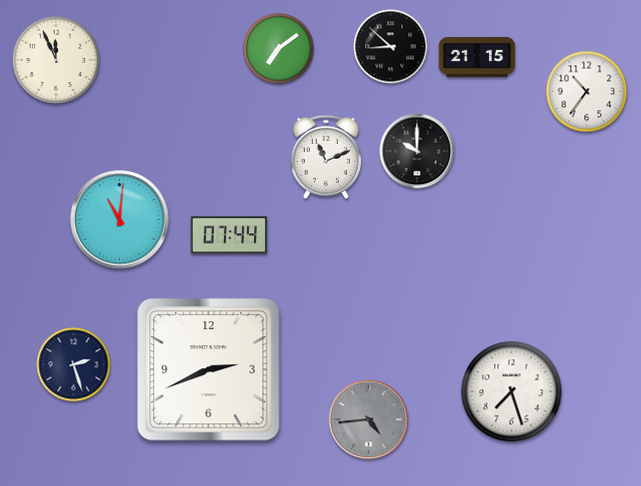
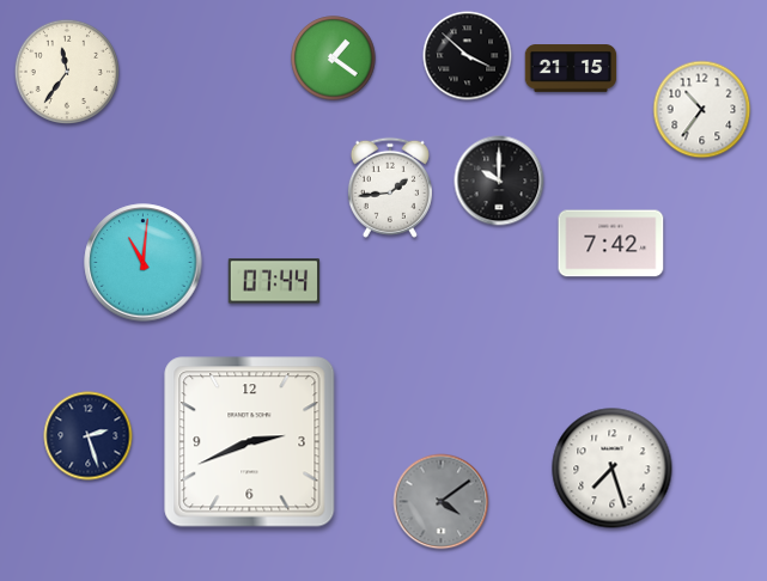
clock at (391, 47): 8:52 -> 3:52
clock at (279, 49): 7:09 -> 1:21
clock at (55, 59): 11:56 -> 11:36
clock at (326, 157): 11:11 -> 1:44
clock at (611, 244): none -> 7:42
clock at (369, 420): 4:44 -> 4:09
